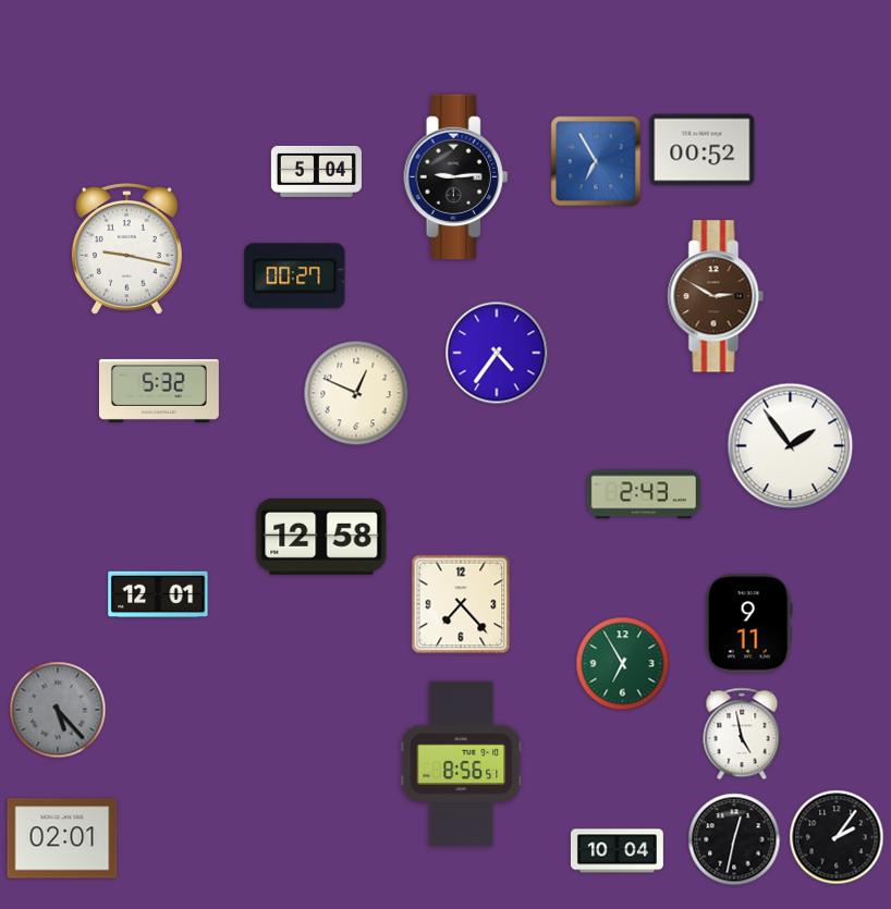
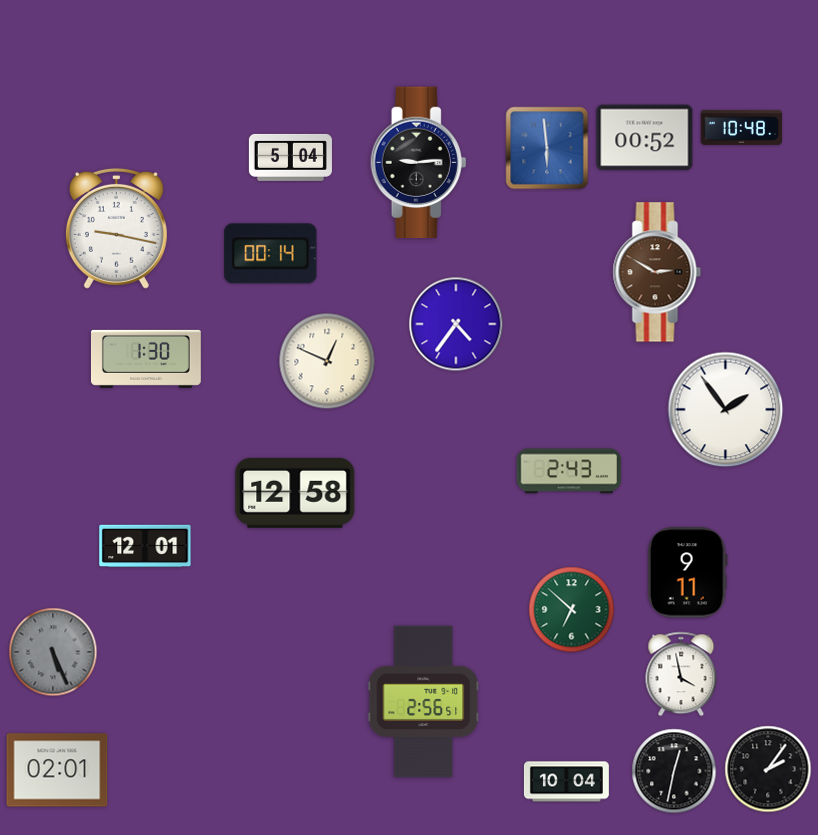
clock at (741, 127): none -> 10:48
clock at (596, 161): 6:55 -> 5:59
clock at (295, 277): 00:27 -> 00:14
clock at (159, 391): 5:32 -> 1:30
clock at (644, 494) position: (644, 494) -> (569, 471)
clock at (461, 604): 7:23 -> none
clock at (623, 664): 6:55 -> 6:52
clock at (58, 710): 5:23 -> 5:26
clock at (742, 734): 4:58 -> 3:58
clock at (462, 764): 8:56 -> 2:56
